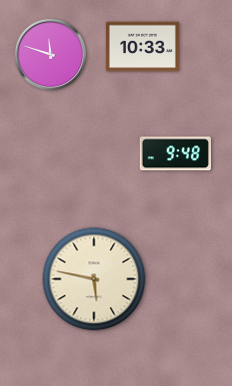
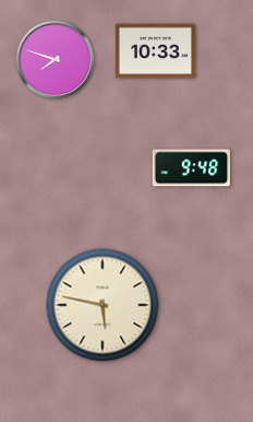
clock at (51, 55): 11:48 -> 7:48
